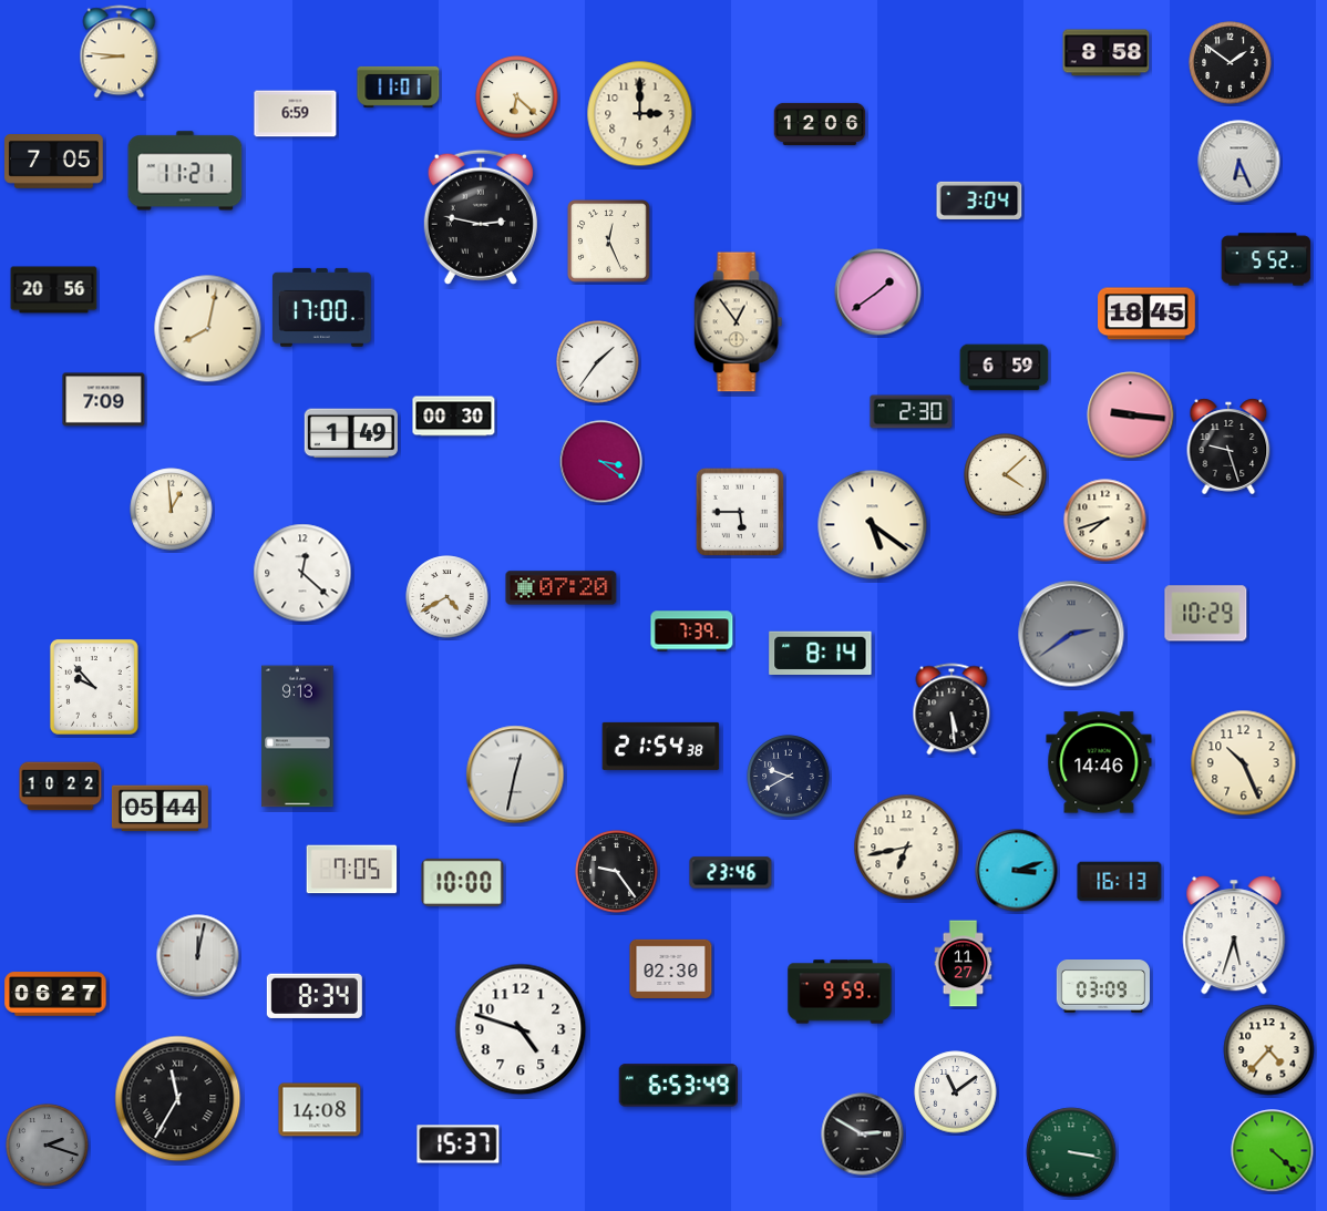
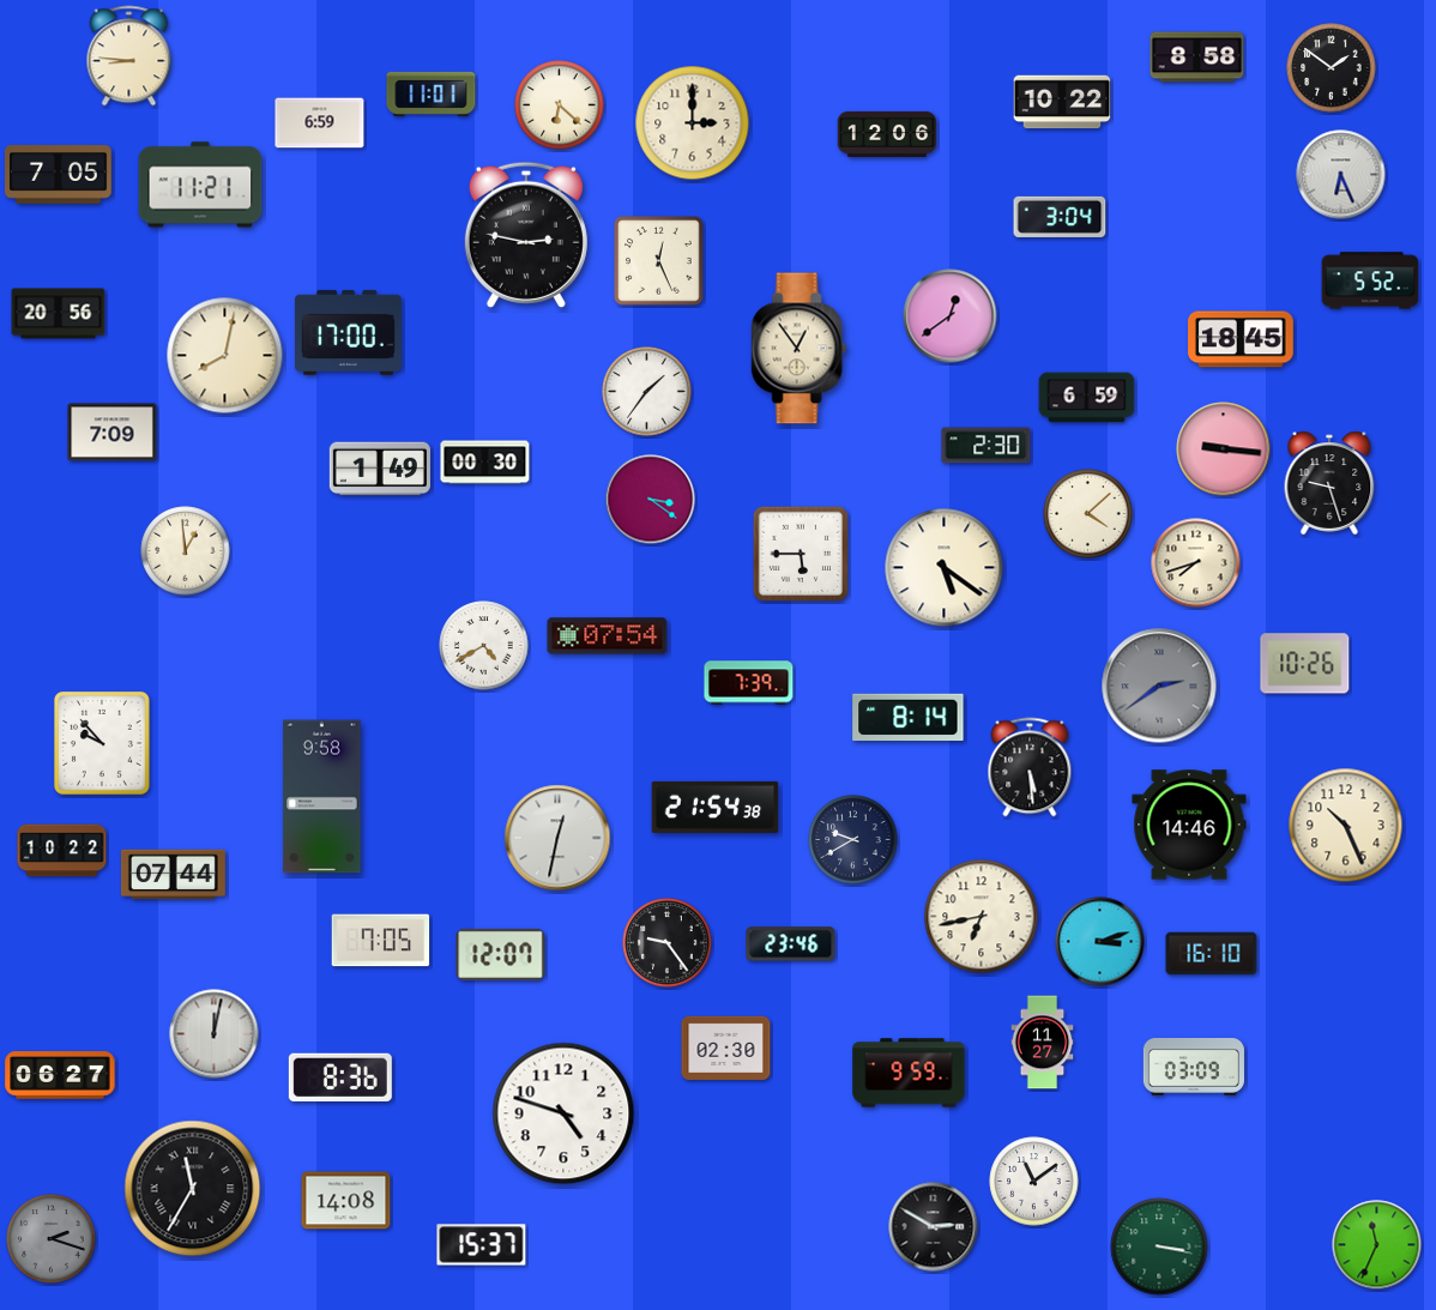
clock at (1062, 102): none -> 10:22
clock at (481, 217) position: (481, 217) -> (526, 235)
clock at (878, 293): 1:39 -> 12:39
clock at (454, 417) position: (454, 417) -> (485, 463)
clock at (302, 573): 12:22 -> none
clock at (562, 588): 07:20 -> 07:54
clock at (1206, 614): 10:29 -> 10:26
clock at (821, 653) position: (821, 653) -> (909, 717)
clock at (298, 737): 9:13 -> 9:58
clock at (61, 787) position: (61, 787) -> (62, 851)
clock at (160, 809): 05:44 -> 07:44
clock at (463, 882): 10:00 -> 12:07
clock at (1120, 882): 16:13 -> 16:10
clock at (1234, 935): 5:33 -> none
clock at (315, 996): 8:34 -> 8:36
clock at (1269, 1050): 4:37 -> none
clock at (678, 1086): 6:53 -> none
clock at (459, 1145) position: (459, 1145) -> (482, 1245)
clock at (1273, 1151): 4:22 -> 11:34
